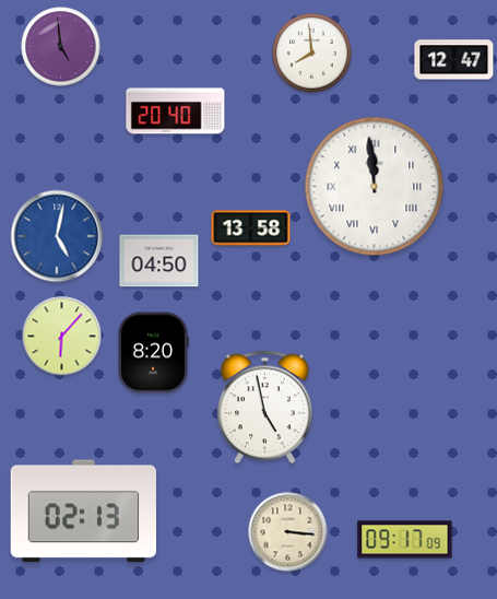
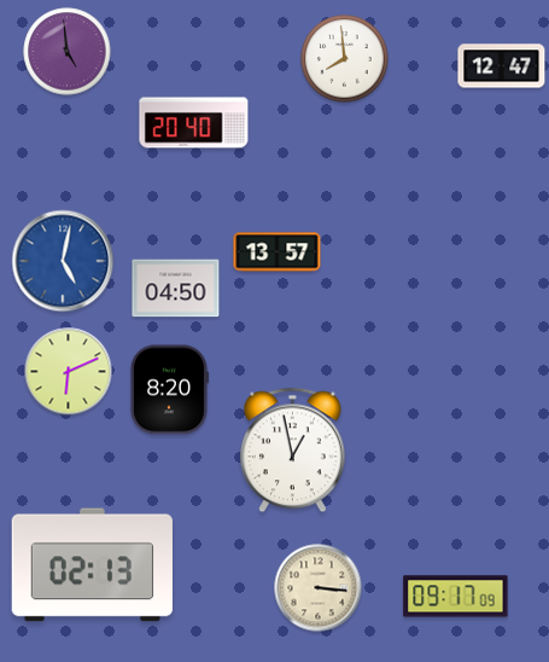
clock at (375, 187): 11:59 -> none
clock at (251, 228): 13:58 -> 13:57
clock at (62, 337): 6:07 -> 6:11
clock at (264, 408): 4:58 -> 12:58
clock at (405, 540) position: (405, 540) -> (456, 597)
